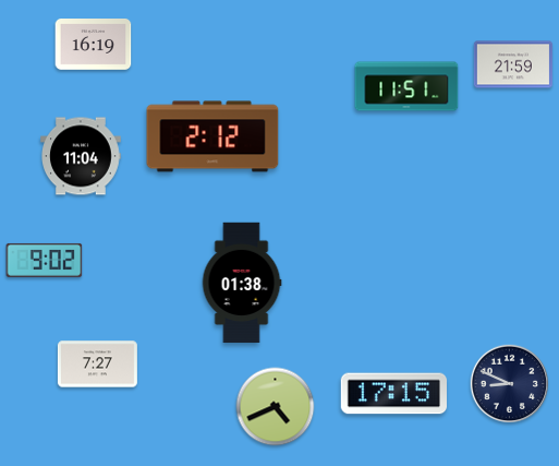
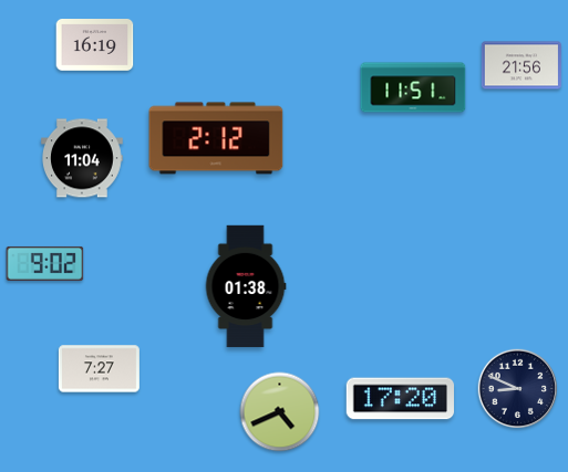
clock at (513, 64): 21:59 -> 21:56
clock at (394, 394): 17:15 -> 17:20
